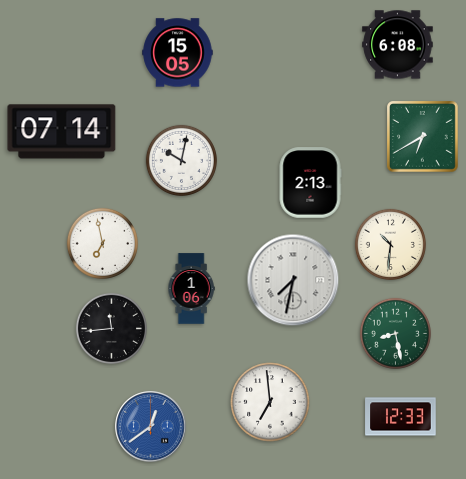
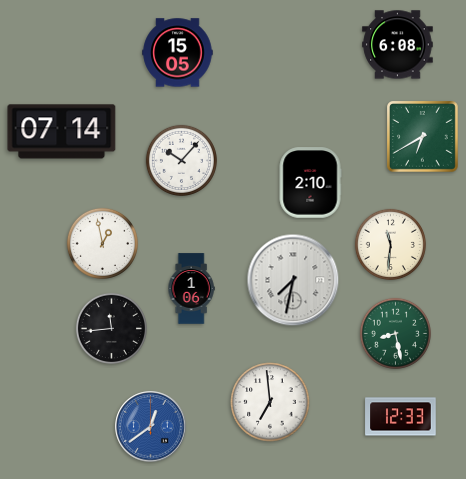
clock at (181, 160): 10:02 -> 10:07
clock at (310, 183): 2:13 -> 2:10
clock at (102, 243): 6:58 -> 12:58
clock at (390, 244): 10:31 -> 11:31
